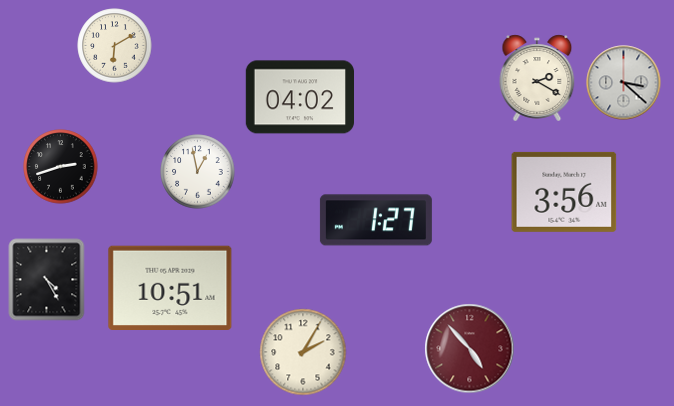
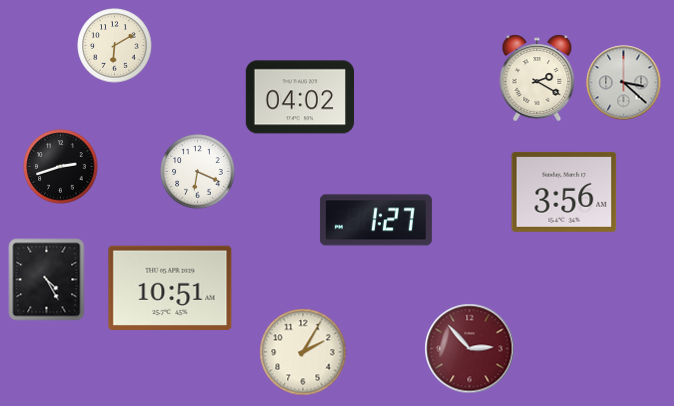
clock at (198, 172): 12:58 -> 6:19
clock at (470, 349): 4:53 -> 2:53
